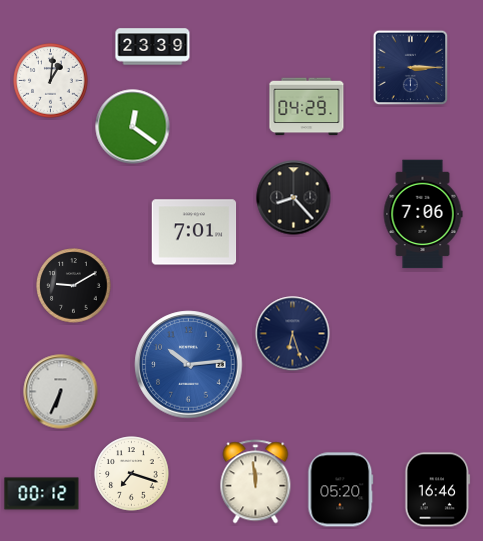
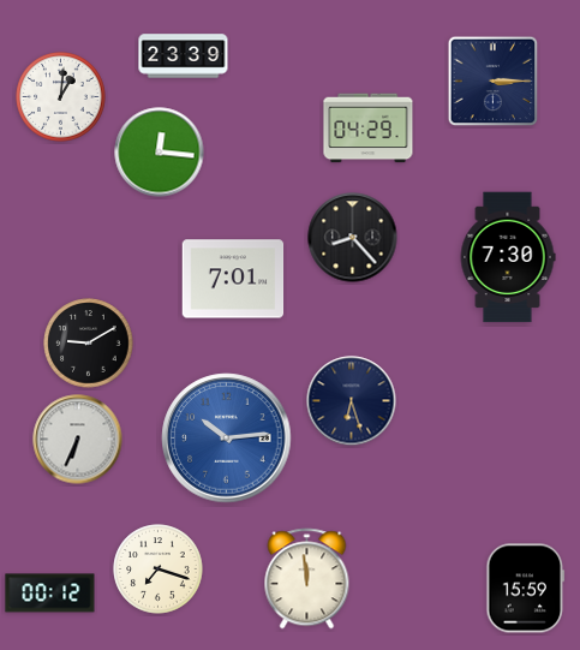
clock at (133, 127): 12:21 -> 12:16
clock at (423, 214): 7:06 -> 7:30
clock at (61, 392) position: (61, 392) -> (78, 440)
clock at (341, 490): 05:20 -> none
clock at (438, 490): 16:46 -> 15:59
